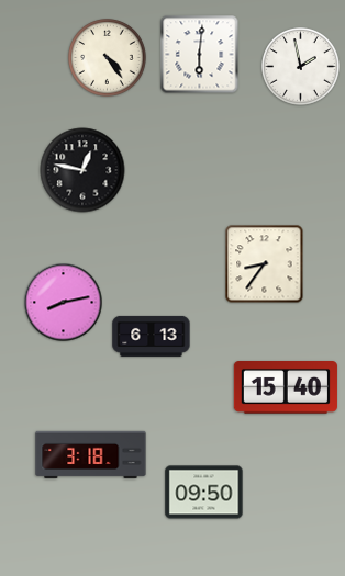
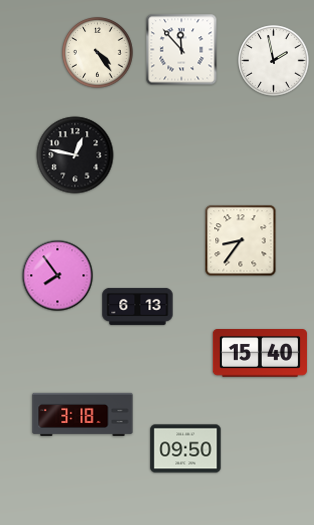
clock at (200, 55): 6:01 -> 11:53
clock at (64, 303): 8:13 -> 7:54
